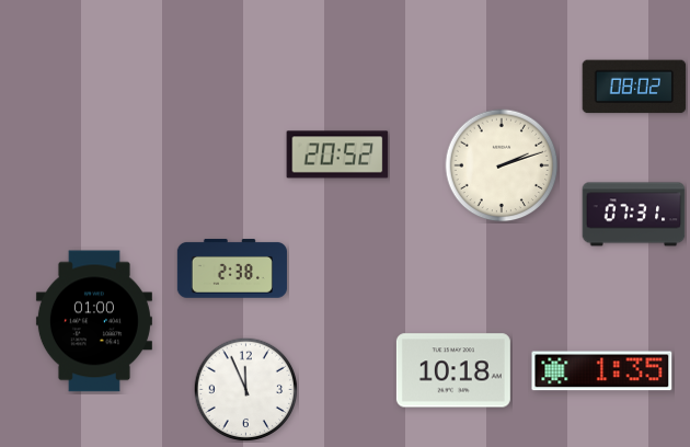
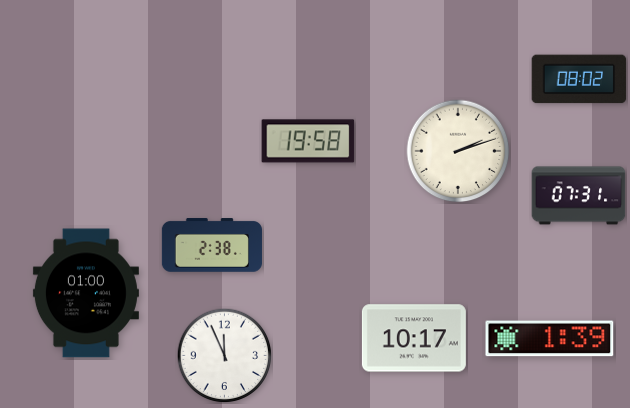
clock at (337, 154): 20:52 -> 19:58
clock at (453, 370): 10:18 -> 10:17
clock at (602, 371): 1:35 -> 1:39
